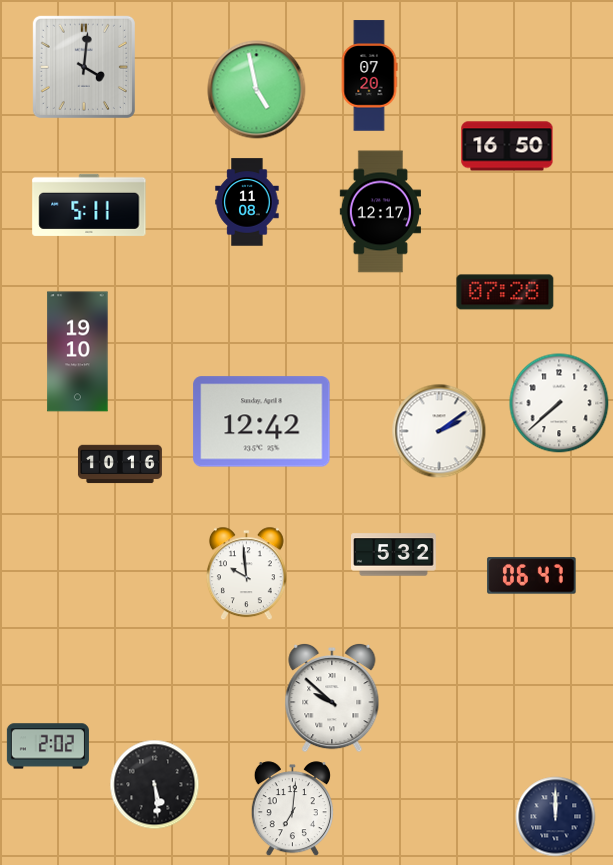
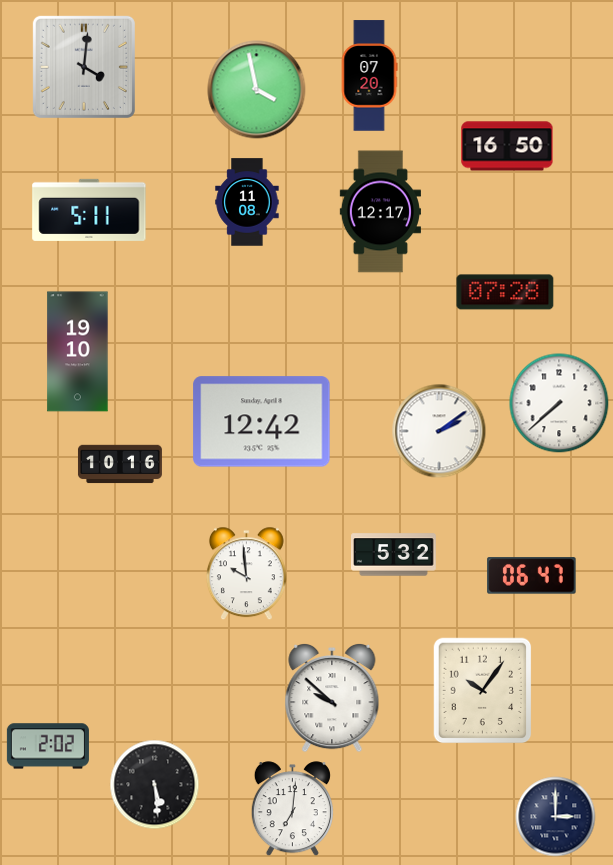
clock at (257, 90): 4:58 -> 3:58
clock at (89, 205) position: (89, 205) -> (89, 210)
clock at (483, 691): none -> 10:06
clock at (556, 817): 12:00 -> 3:00
